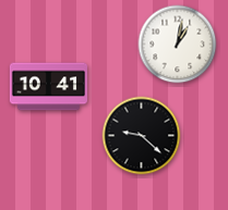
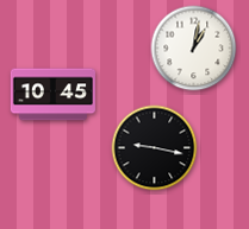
clock at (48, 87): 10:41 -> 10:45
clock at (142, 136): 9:22 -> 9:17
